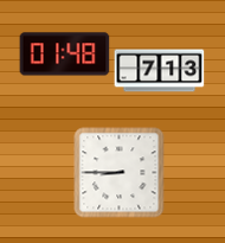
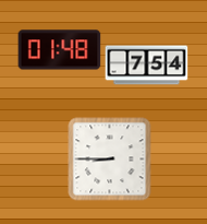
clock at (160, 71): 7:13 -> 7:54
